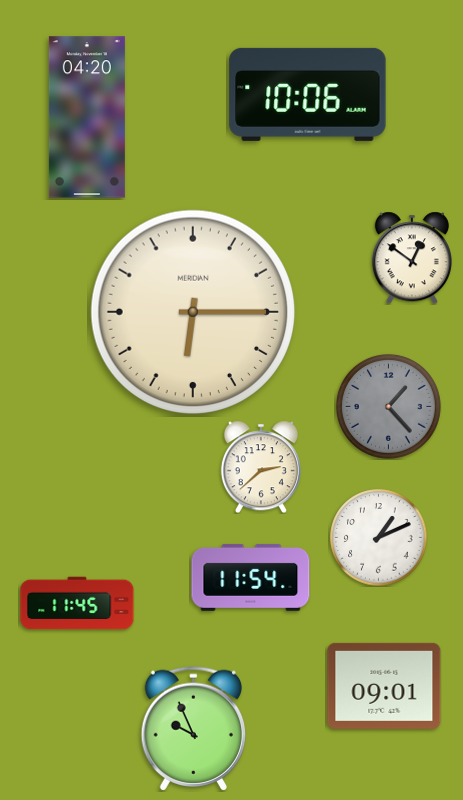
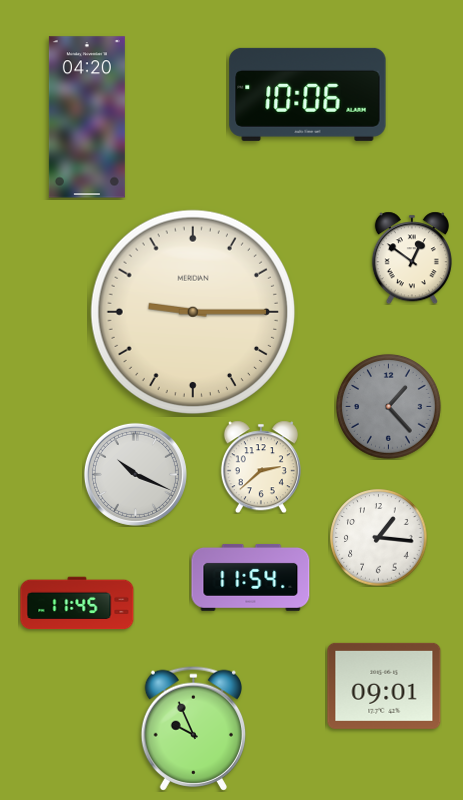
clock at (193, 312): 6:15 -> 9:15
clock at (135, 474): none -> 10:19
clock at (379, 538): 1:11 -> 1:16
